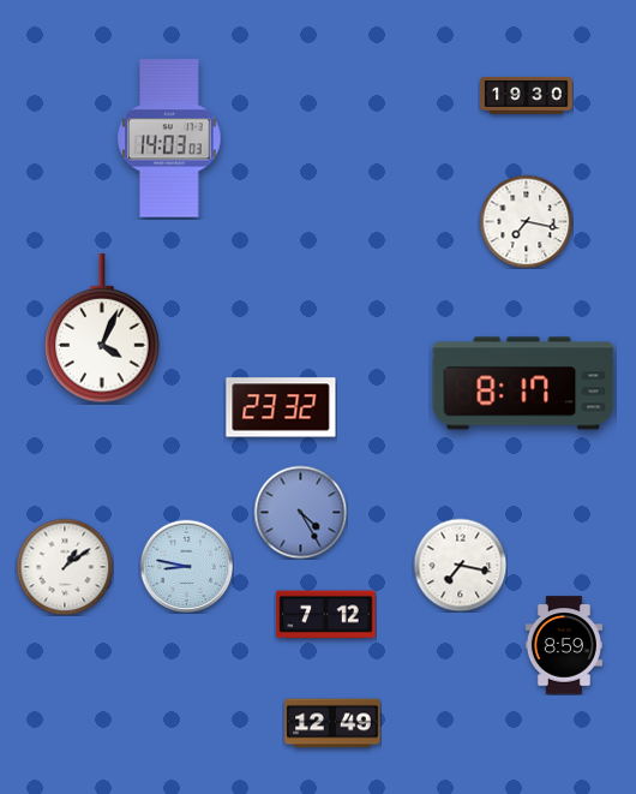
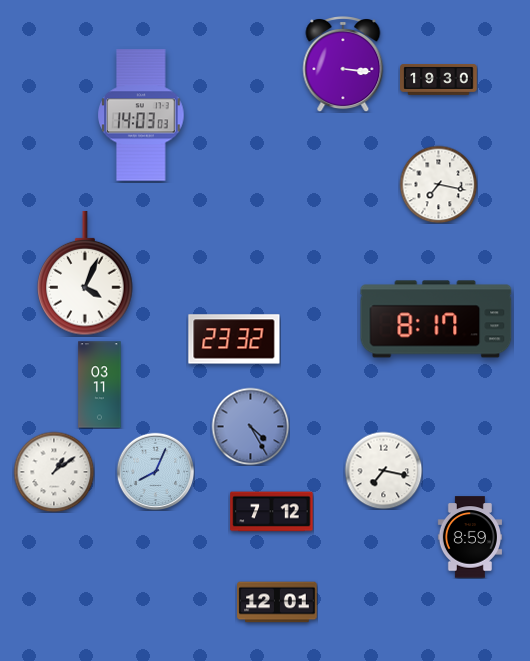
clock at (343, 65): none -> 3:16
clock at (100, 385): none -> 03:11
clock at (186, 566): 8:47 -> 8:04
clock at (332, 723): 12:49 -> 12:01
